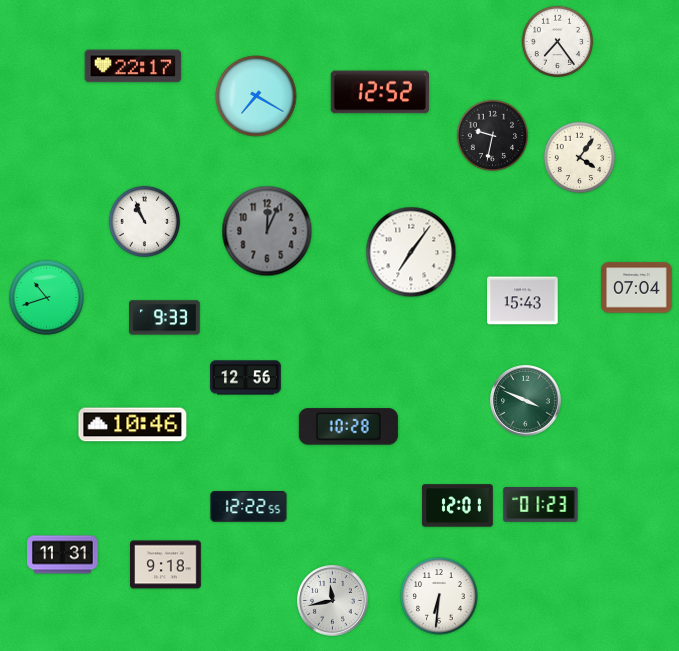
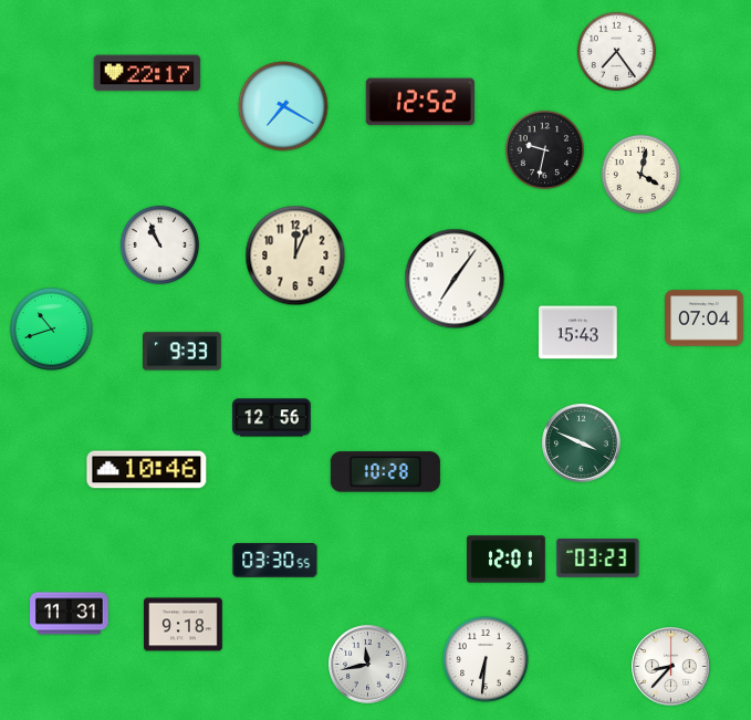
clock at (557, 41) position: (557, 41) -> (616, 51)
clock at (579, 157): 4:06 -> 4:02
clock at (267, 231) dial: grey -> cream
clock at (541, 505): 01:23 -> 03:23
clock at (249, 507): 12:22 -> 03:30
clock at (671, 667): none -> 8:37
